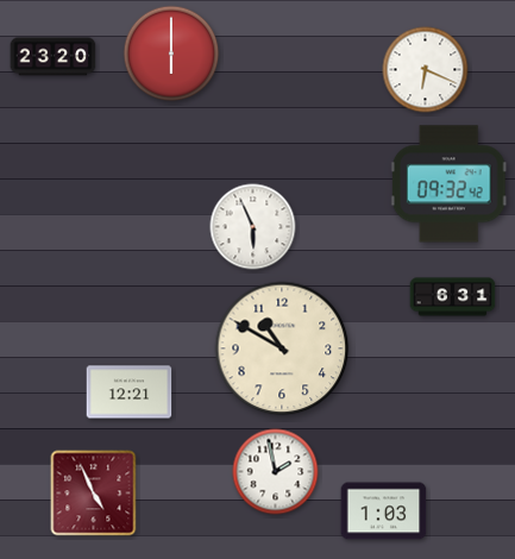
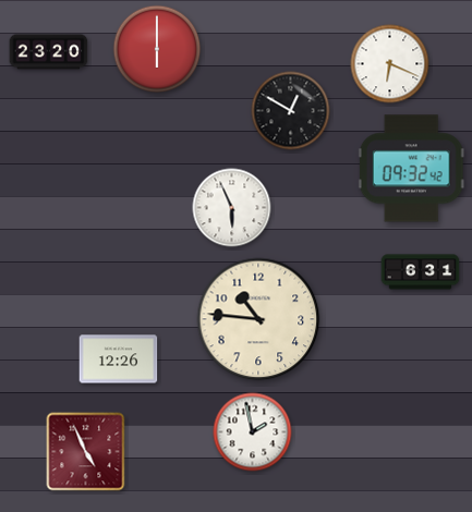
clock at (291, 111): none -> 12:50
clock at (453, 297) position: (453, 297) -> (421, 272)
clock at (282, 348): 10:50 -> 10:46
clock at (130, 392): 12:21 -> 12:26
clock at (384, 511): 1:03 -> none
